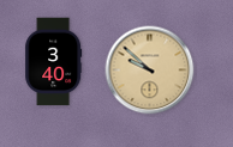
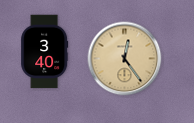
clock at (150, 71): 9:52 -> 12:24
